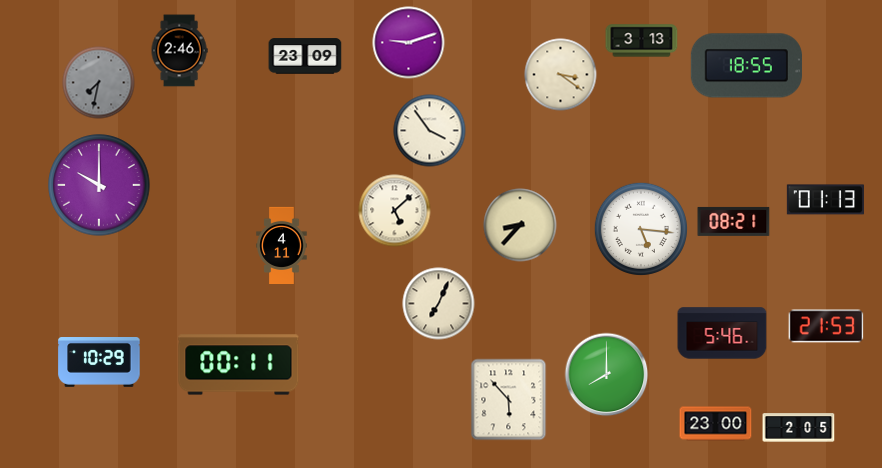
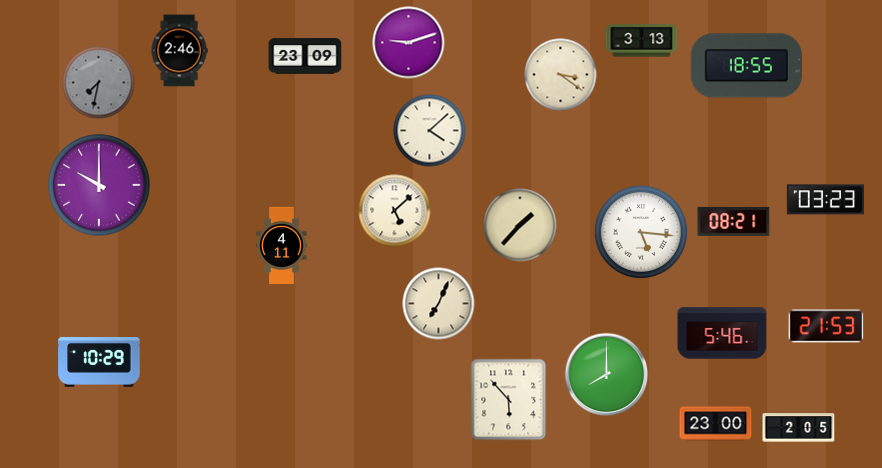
clock at (430, 131): 3:54 -> 4:08
clock at (825, 200): 01:13 -> 03:23
clock at (520, 225): 8:37 -> 1:37
clock at (641, 229) position: (641, 229) -> (641, 232)
clock at (239, 365): 00:11 -> none
